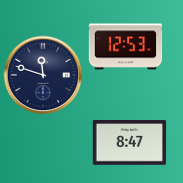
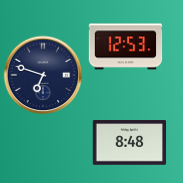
clock at (43, 75): 11:48 -> 6:48
clock at (130, 143): 8:47 -> 8:48
